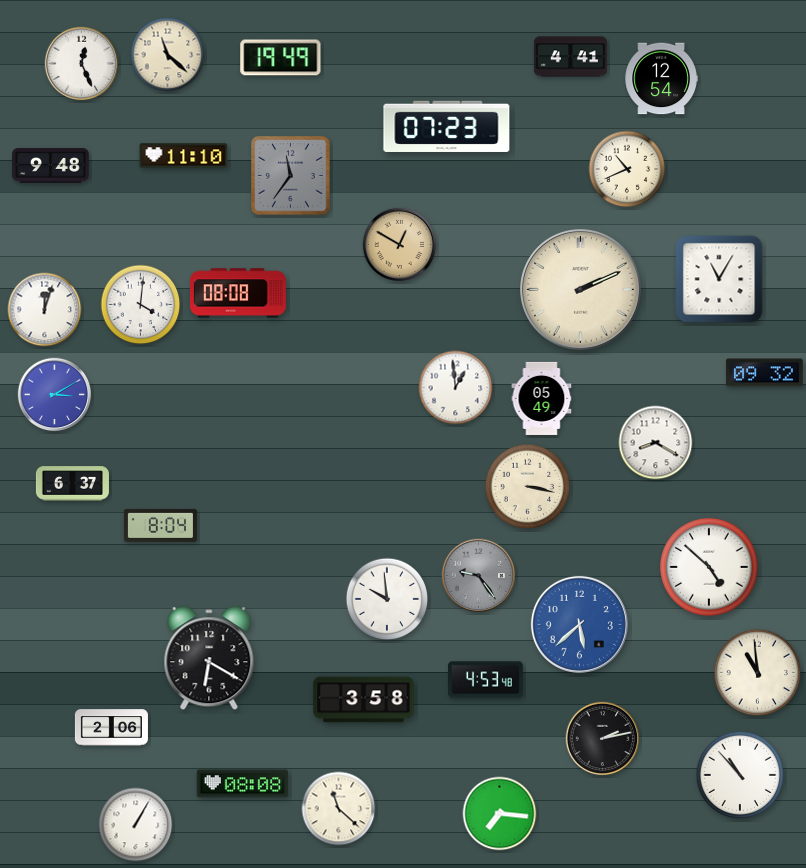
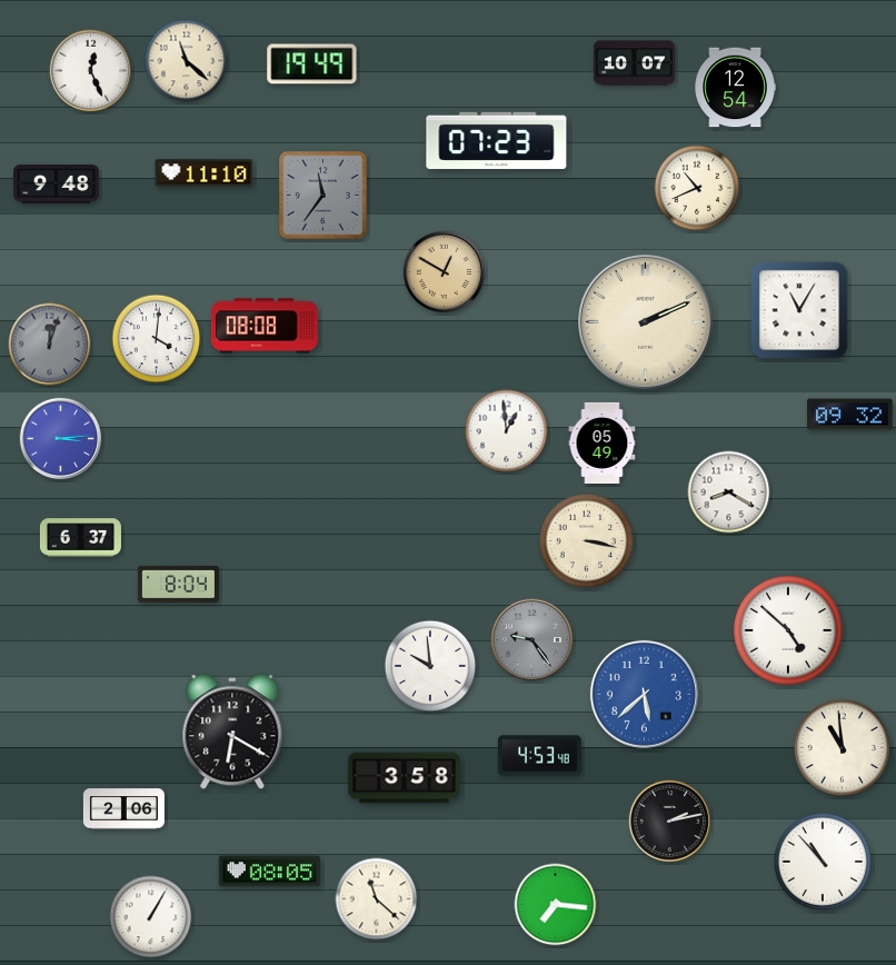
clock at (570, 57): 4:41 -> 10:07
clock at (45, 310) dial: white -> grey
clock at (55, 395): 3:10 -> 3:14
clock at (243, 784): 08:08 -> 08:05
